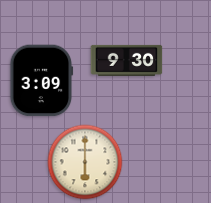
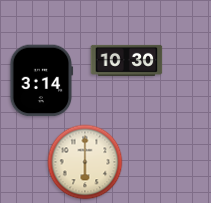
clock at (127, 60): 9:30 -> 10:30
clock at (42, 81): 3:09 -> 3:14
